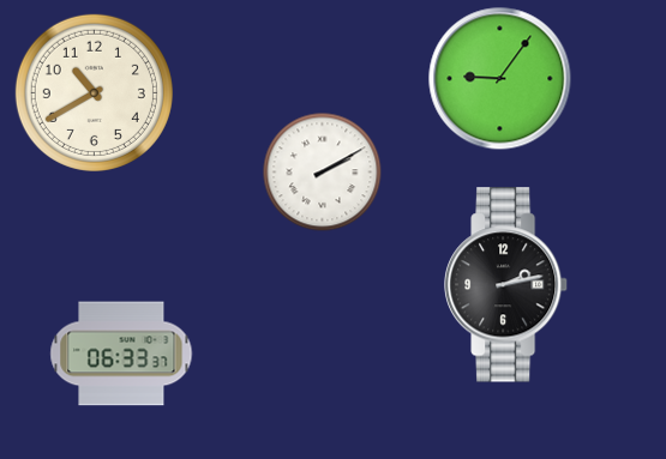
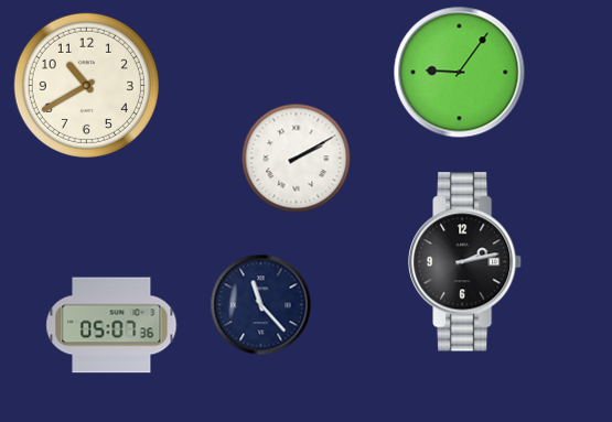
clock at (261, 305): none -> 11:23
clock at (121, 354): 06:33 -> 05:07
